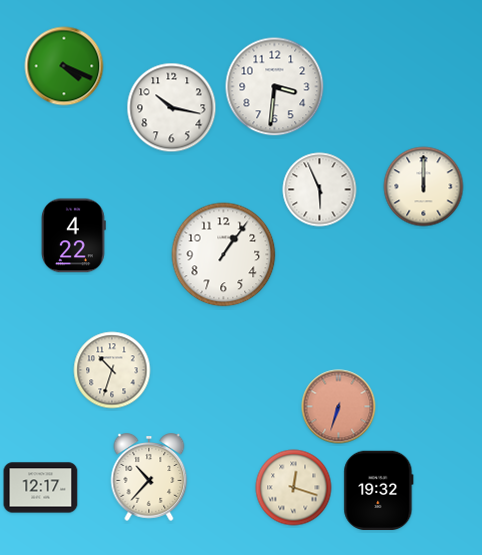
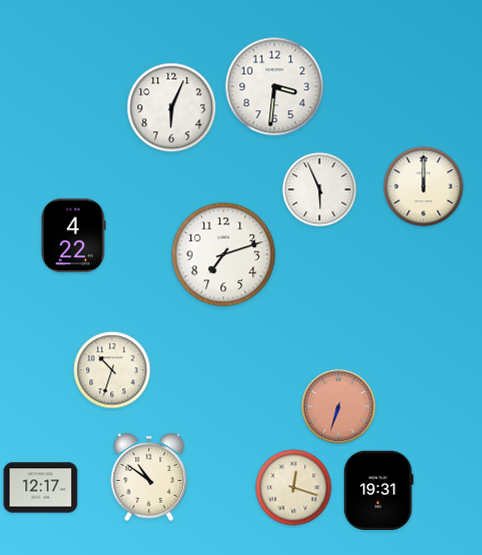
clock at (64, 66): 4:19 -> none
clock at (172, 108): 10:17 -> 6:04
clock at (224, 255): 1:06 -> 7:12
clock at (149, 477): 10:37 -> 10:51
clock at (379, 491): 19:32 -> 19:31
